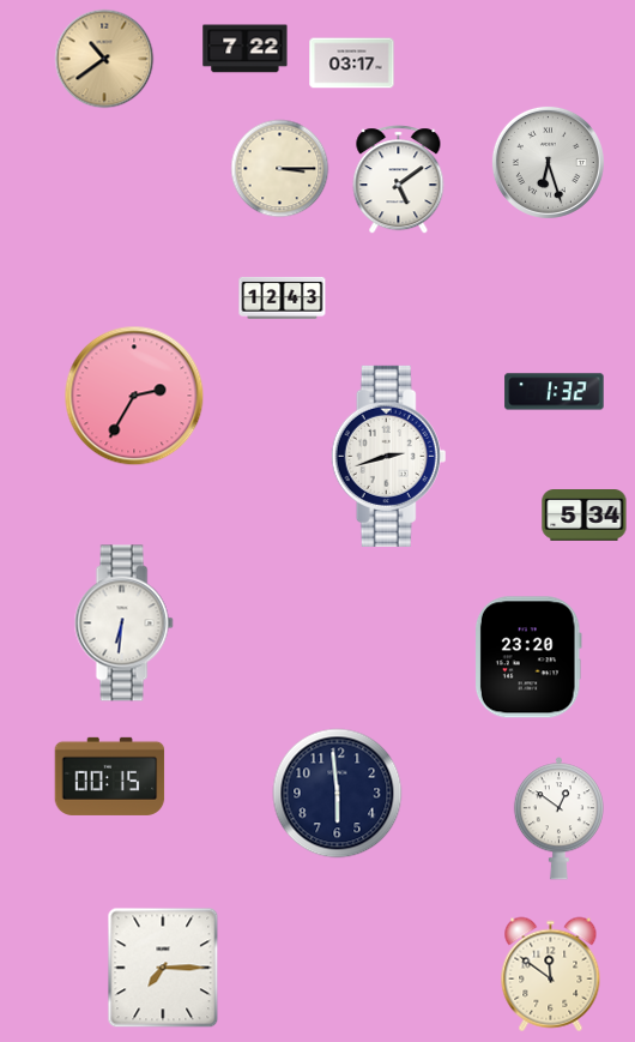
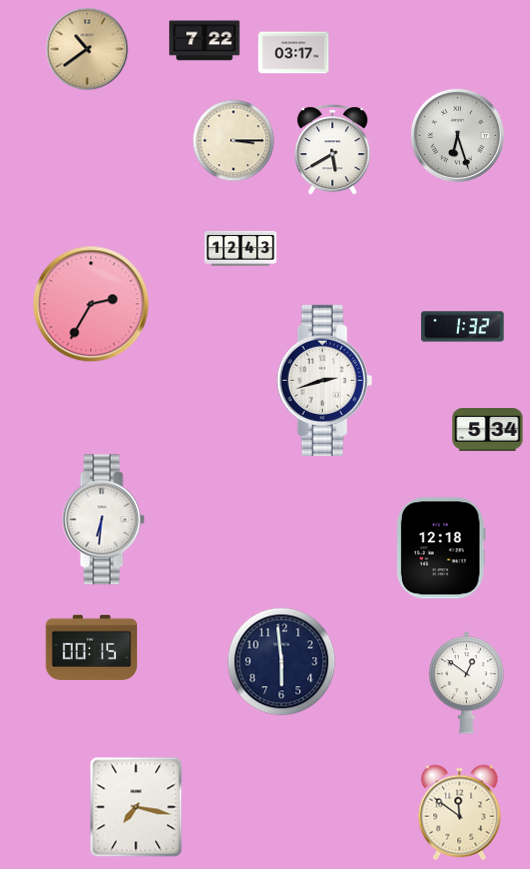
clock at (399, 180): 5:09 -> 5:40
clock at (283, 297) position: (283, 297) -> (241, 248)
clock at (134, 396) position: (134, 396) -> (91, 304)
clock at (528, 657): 23:20 -> 12:18
clock at (163, 968): 7:15 -> 7:17
